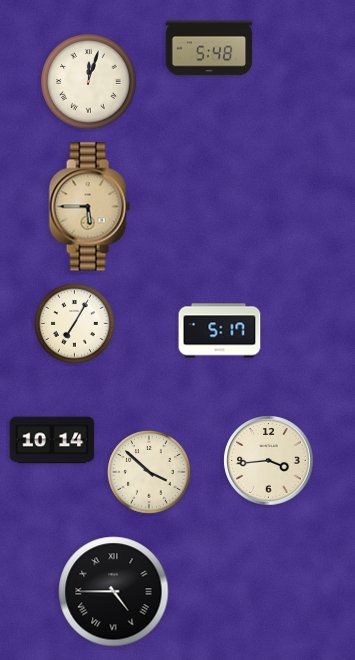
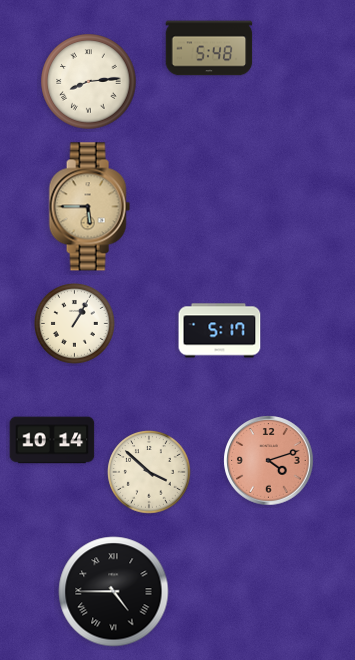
clock at (89, 82): 12:03 -> 8:14
clock at (75, 324): 7:05 -> 1:05
clock at (269, 461): 3:44 -> 4:12
clock at (269, 461) dial: cream -> salmon
